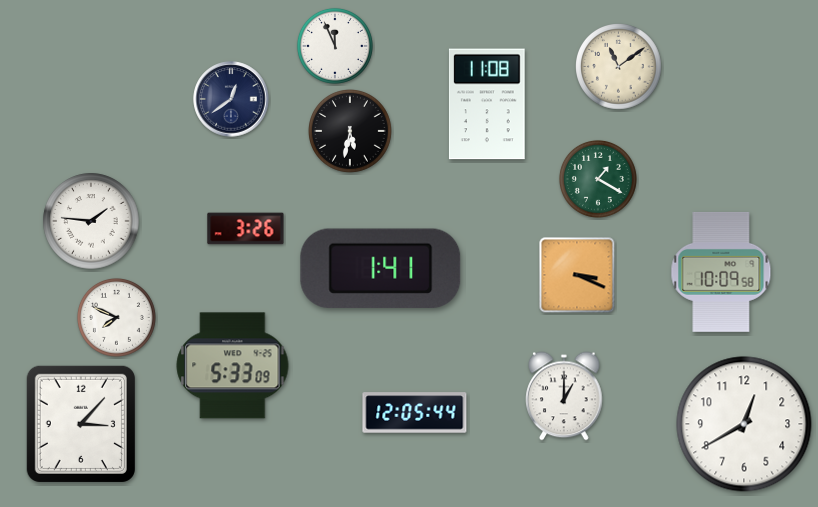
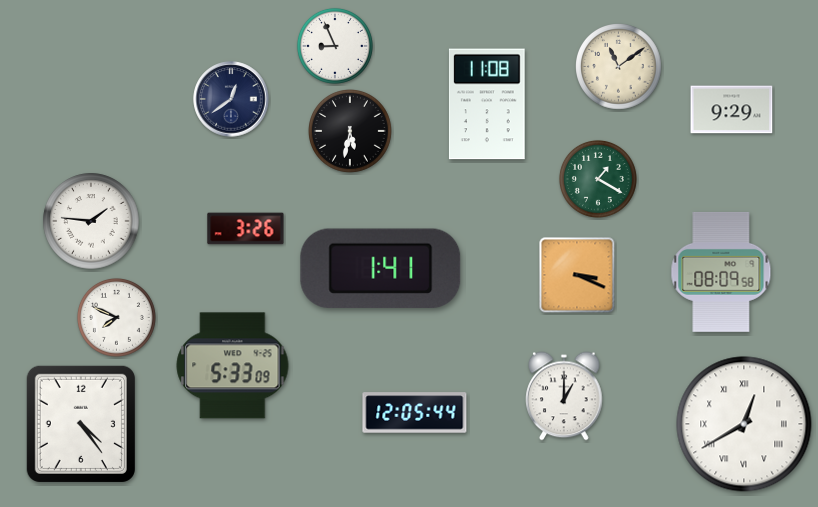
clock at (335, 46): 11:56 -> 8:56
clock at (732, 110): none -> 9:29
clock at (721, 272): 10:09 -> 08:09
clock at (81, 424): 3:07 -> 4:24
clock at (744, 424) numerals: Arabic -> Roman
